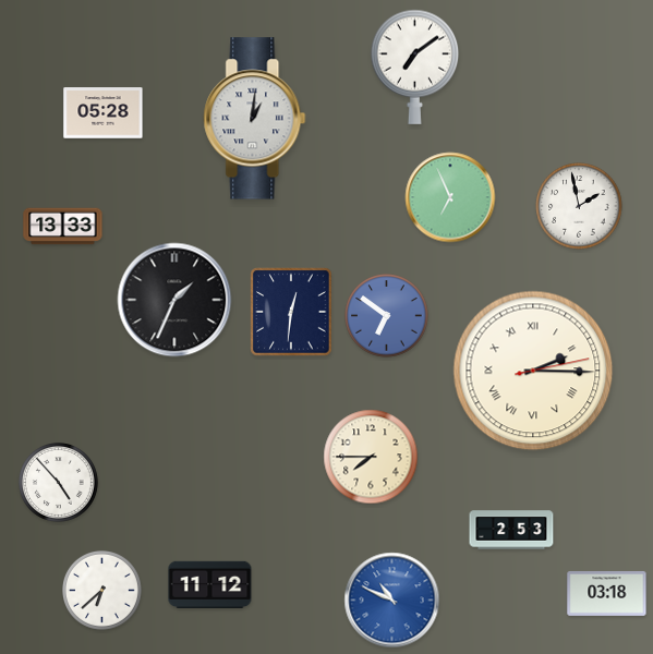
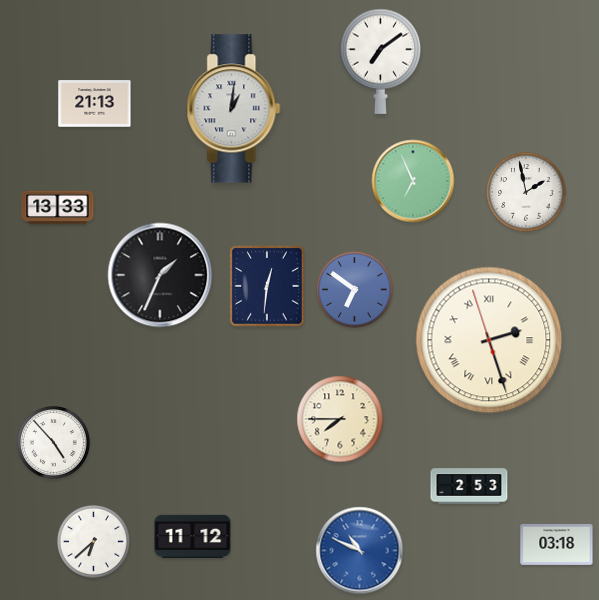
clock at (104, 113): 05:28 -> 21:13
clock at (579, 206) position: (579, 206) -> (526, 192)
clock at (533, 371): 2:15 -> 2:26
